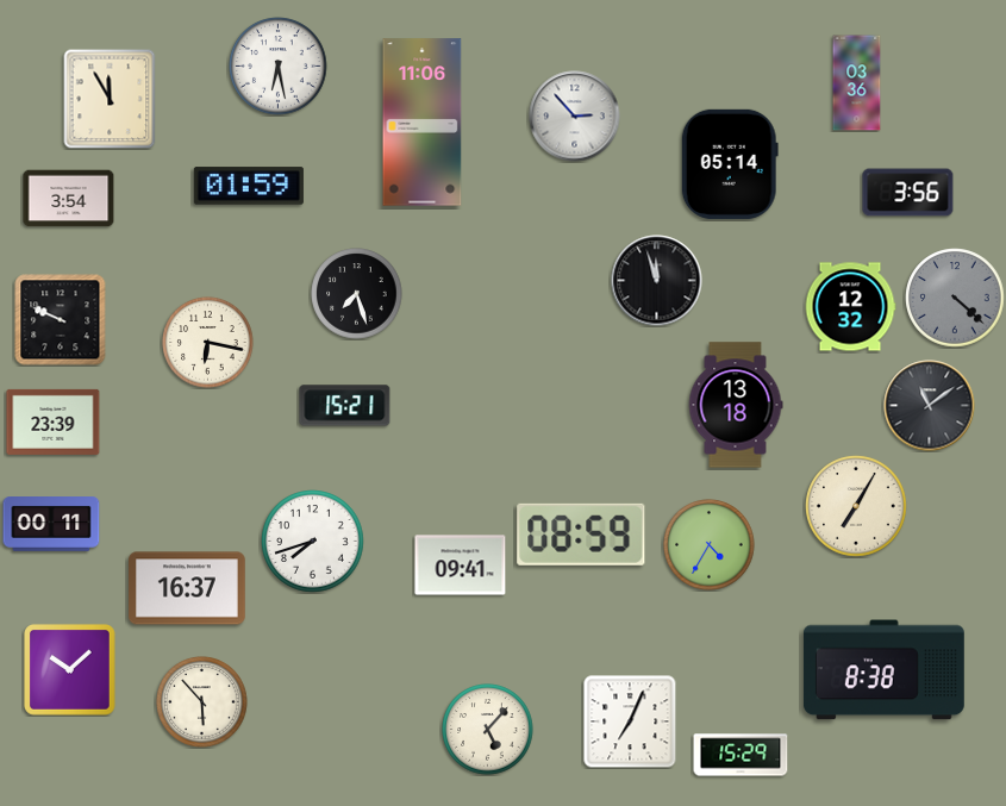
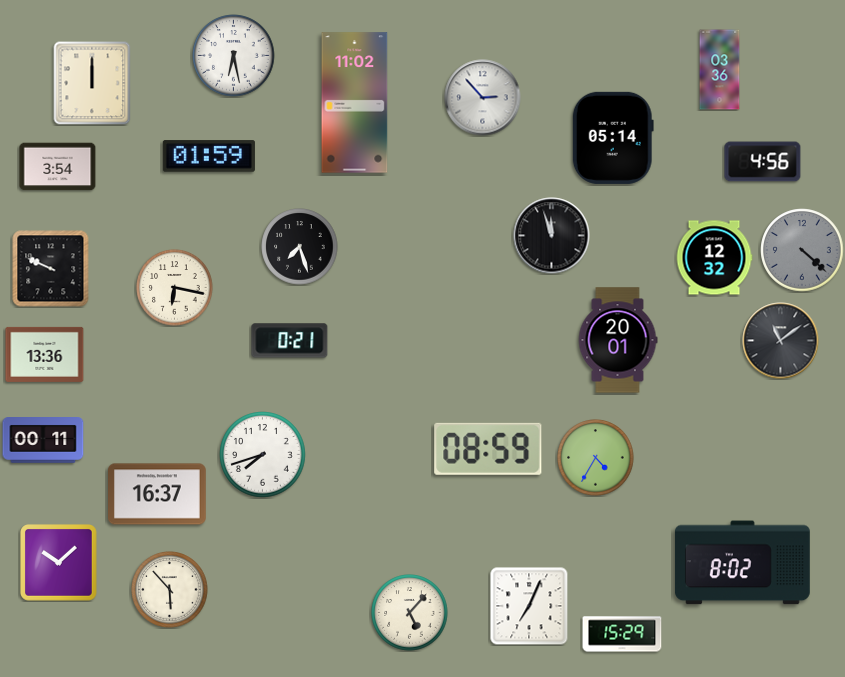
clock at (110, 99): 11:55 -> 12:00
clock at (423, 123): 11:06 -> 11:02
clock at (908, 193): 3:56 -> 4:56
clock at (736, 405): 13:18 -> 20:01
clock at (345, 406): 15:21 -> 0:21
clock at (54, 421): 23:39 -> 13:36
clock at (856, 506): 7:05 -> none
clock at (461, 566): 09:41 -> none
clock at (883, 670): 8:38 -> 8:02
